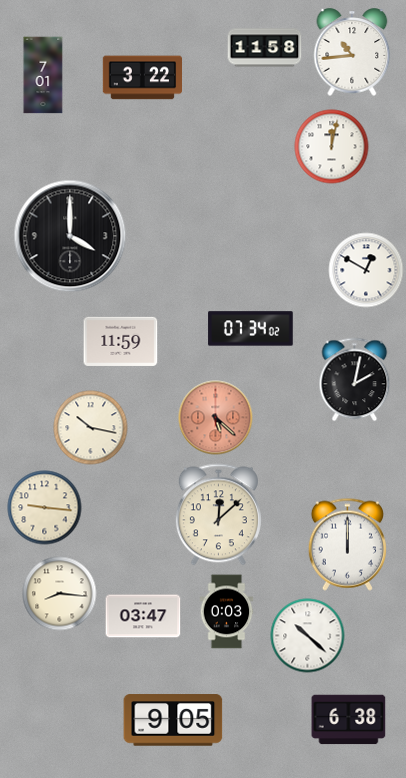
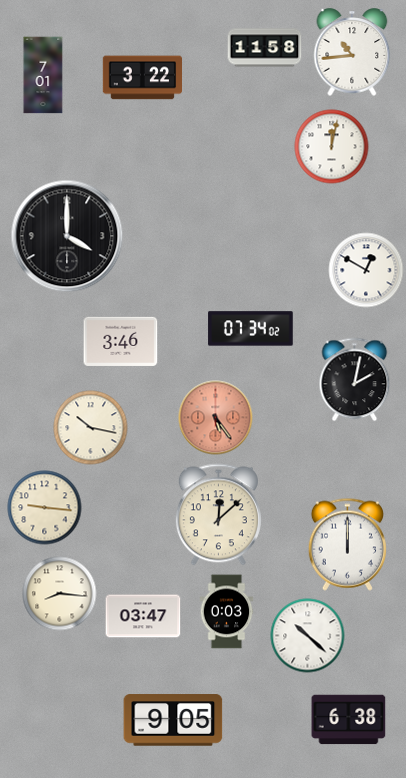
clock at (70, 236) position: (70, 236) -> (67, 236)
clock at (121, 341): 11:59 -> 3:46
clock at (216, 418): 5:22 -> 5:24
